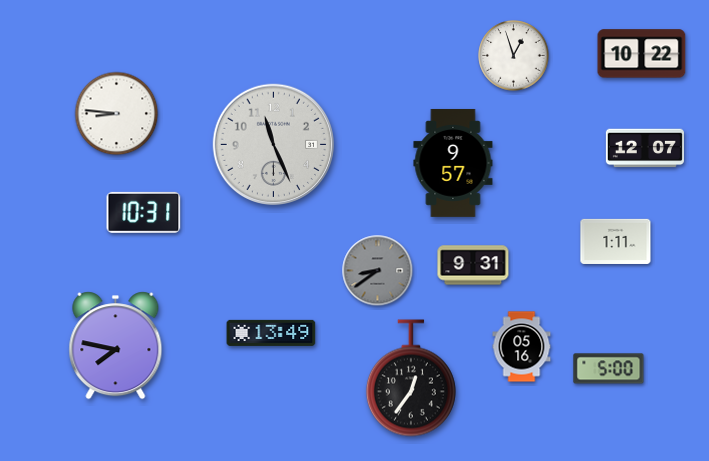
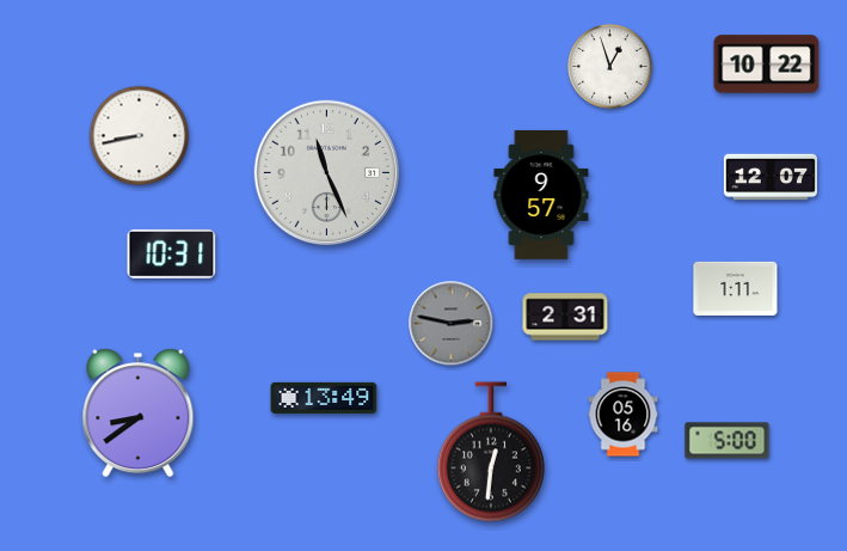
clock at (514, 56) position: (514, 56) -> (610, 67)
clock at (117, 114): 8:46 -> 8:43
clock at (473, 265): 9:31 -> 2:31
clock at (378, 271): 8:39 -> 2:47
clock at (116, 346): 7:47 -> 8:39
clock at (411, 378): 12:36 -> 12:31
